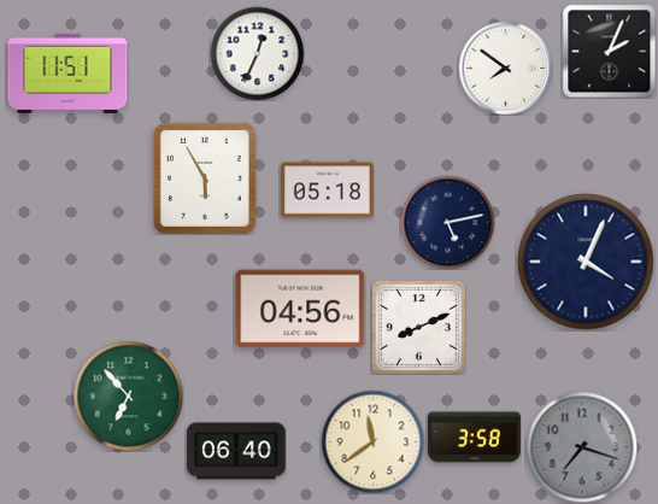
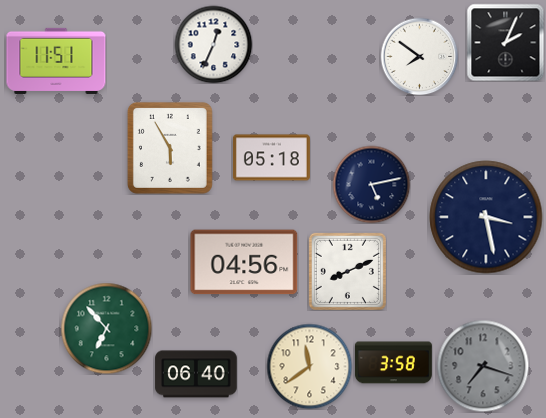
clock at (586, 262): 4:04 -> 3:28
clock at (300, 309) position: (300, 309) -> (244, 262)
clock at (582, 447) position: (582, 447) -> (483, 366)
